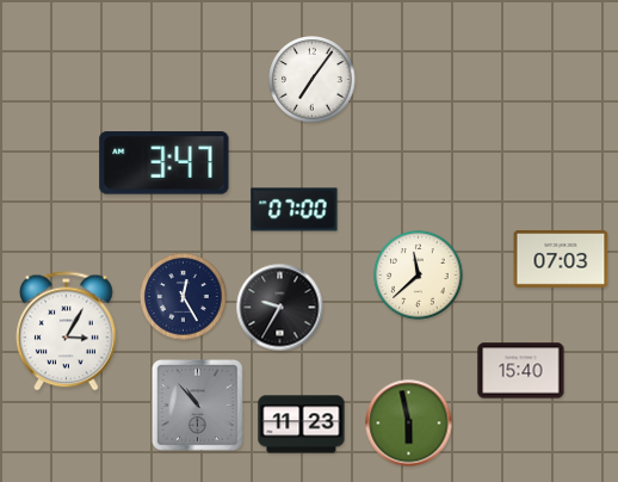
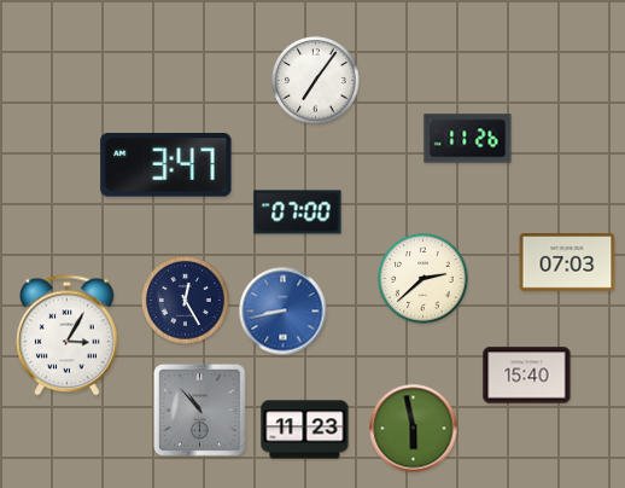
clock at (468, 139): none -> 11:26
clock at (419, 276): 11:38 -> 2:38
clock at (280, 308): 9:35 -> 8:43
clock at (280, 308) dial: black -> blue
